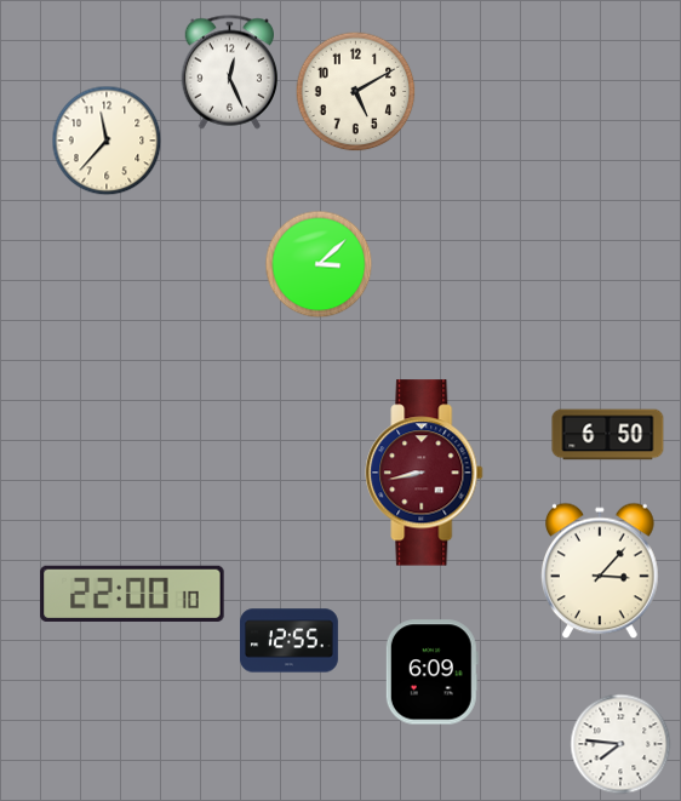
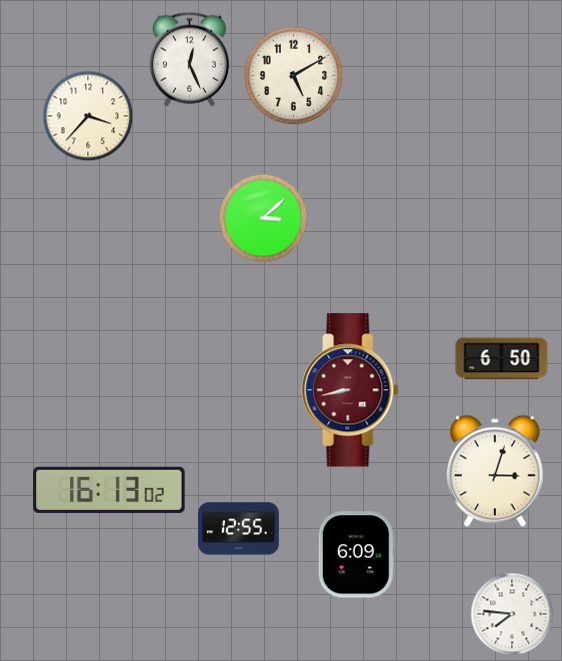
clock at (107, 141): 11:37 -> 3:37
clock at (601, 571): 3:07 -> 3:03
clock at (132, 593): 22:00 -> 16:13
